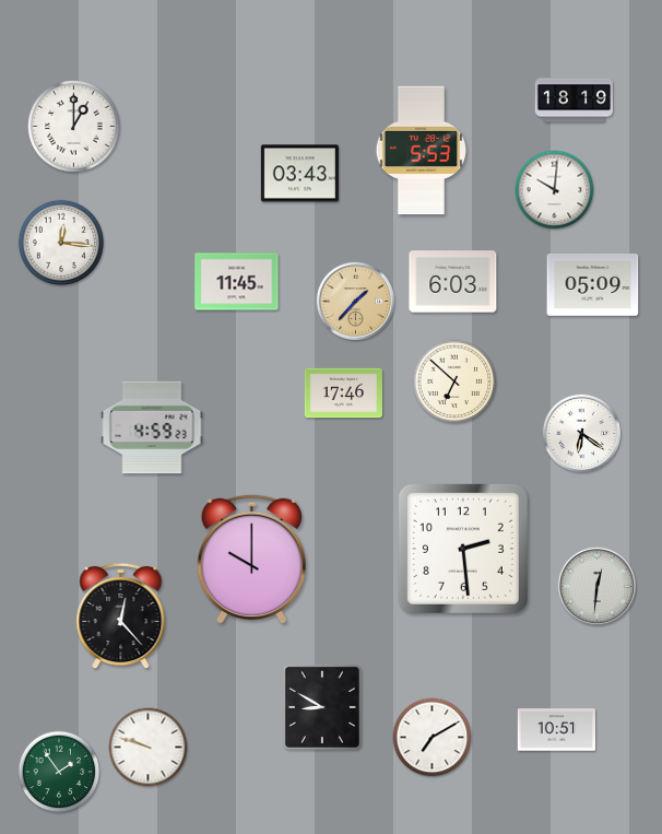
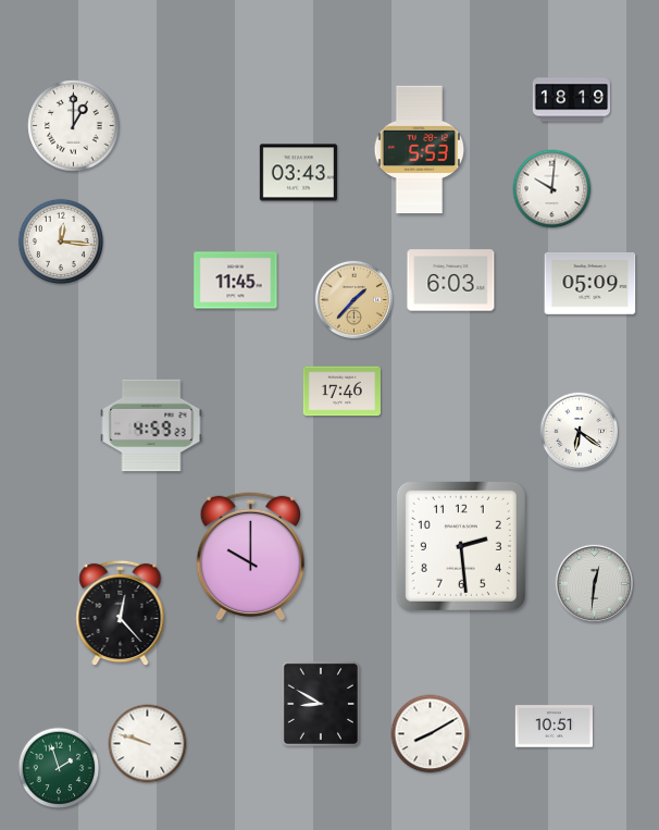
clock at (454, 381): 6:52 -> none
clock at (433, 738): 7:10 -> 8:10
clock at (59, 772): 1:54 -> 1:57
